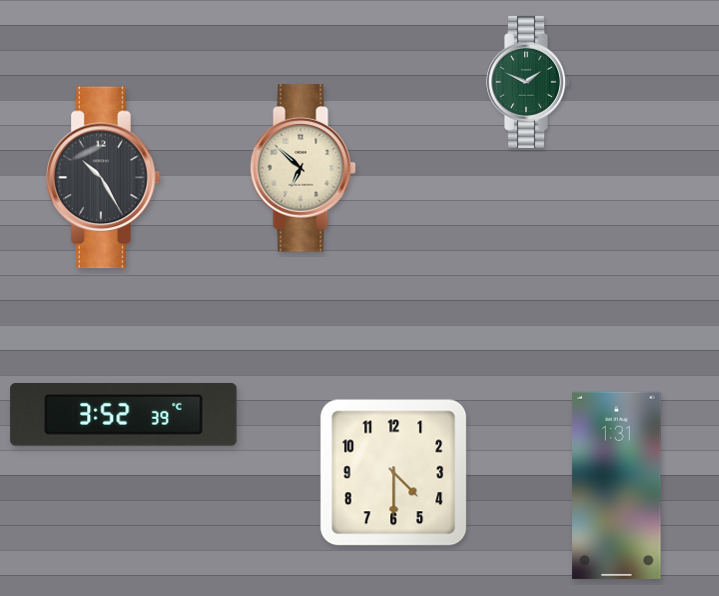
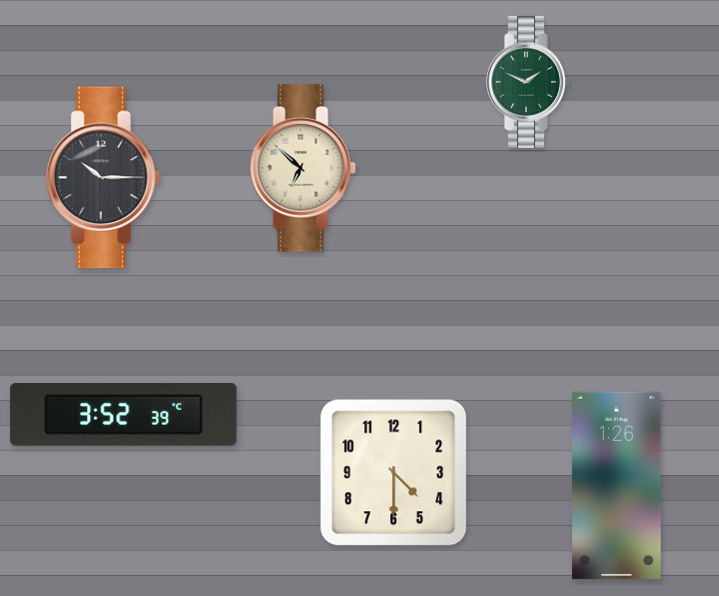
clock at (103, 178): 10:25 -> 10:15
clock at (617, 485): 1:31 -> 1:26
